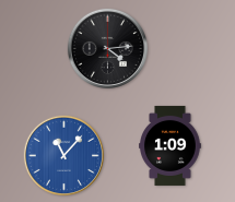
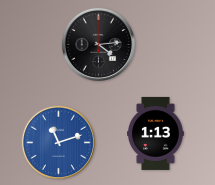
clock at (171, 145): 1:09 -> 1:13
clock at (63, 155): 11:07 -> 11:12
